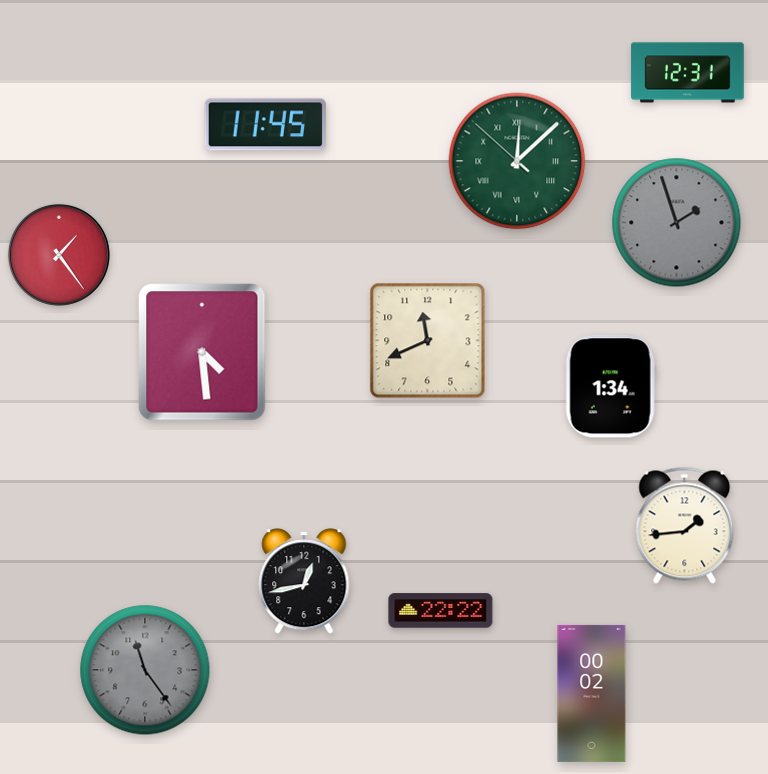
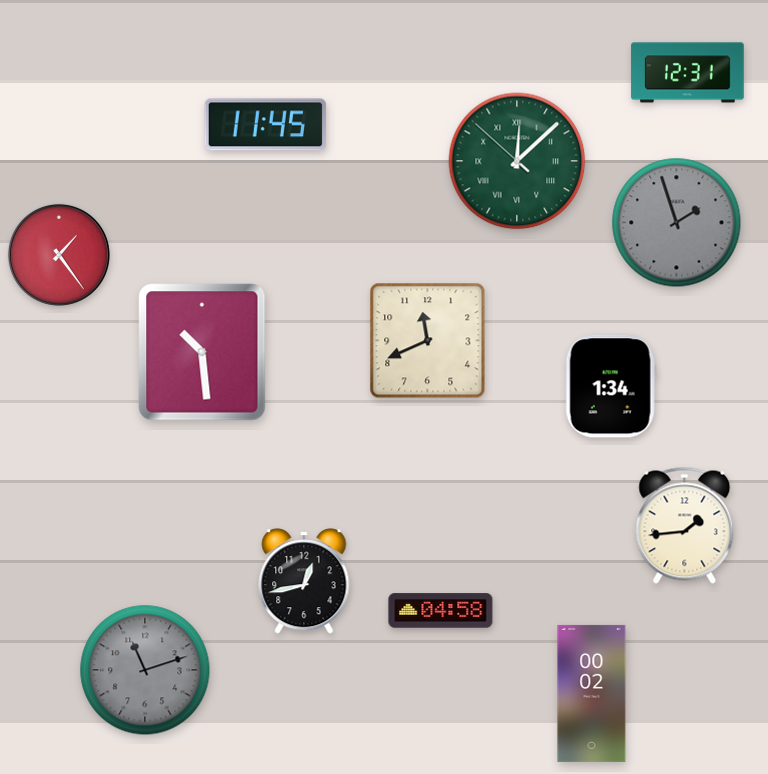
clock at (202, 352): 4:29 -> 10:29
clock at (441, 611): 22:22 -> 04:58
clock at (145, 670): 11:24 -> 11:12
